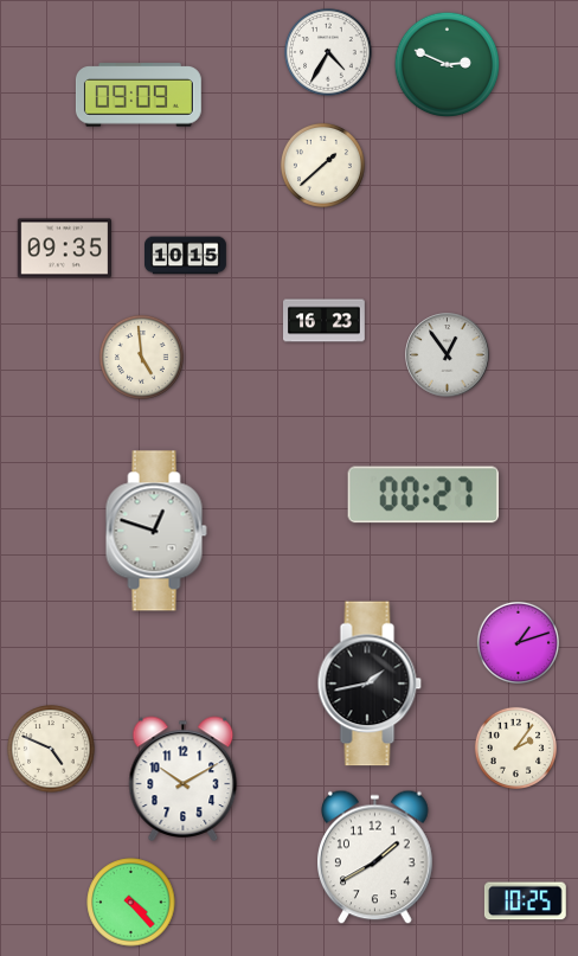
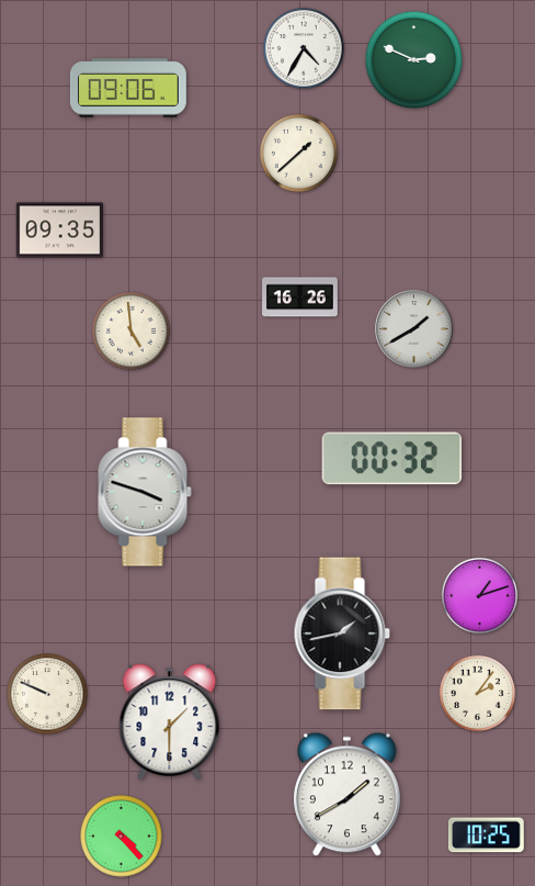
clock at (139, 95): 09:09 -> 09:06
clock at (186, 256): 10:15 -> none
clock at (325, 321): 16:23 -> 16:26
clock at (448, 355): 12:54 -> 1:40
clock at (424, 495): 00:27 -> 00:32
clock at (156, 531): 12:48 -> 3:48
clock at (51, 749): 4:49 -> 9:49
clock at (184, 778): 10:10 -> 1:30
